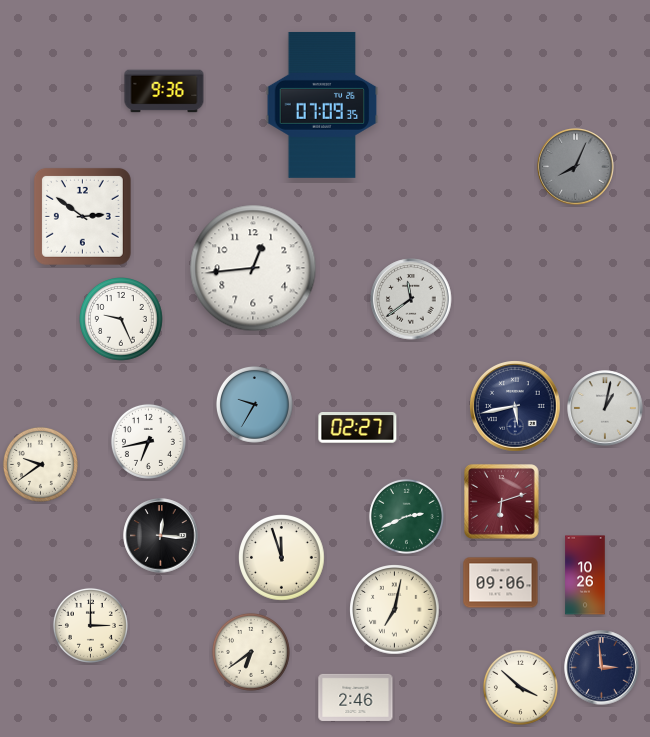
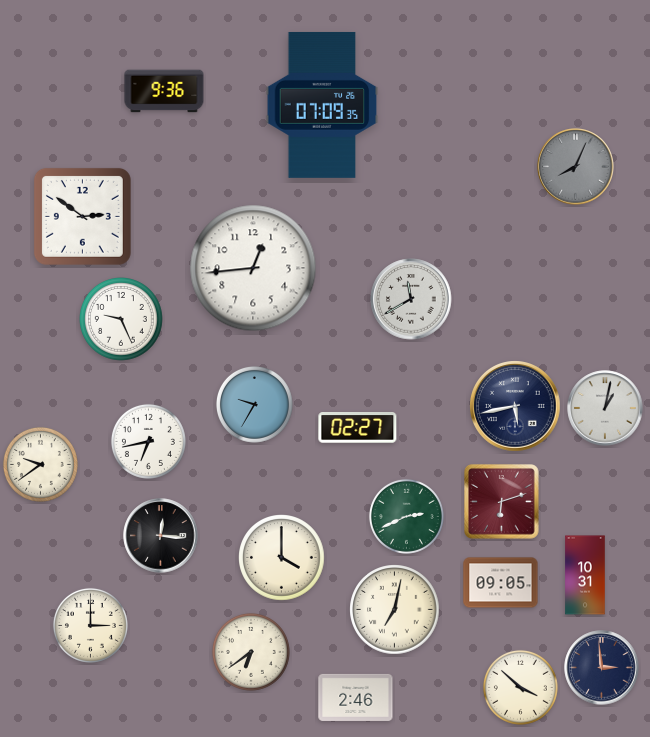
clock at (411, 299): 11:39 -> 11:40
clock at (282, 558): 11:57 -> 4:00
clock at (585, 575): 10:26 -> 10:31
clock at (501, 583): 09:06 -> 09:05
